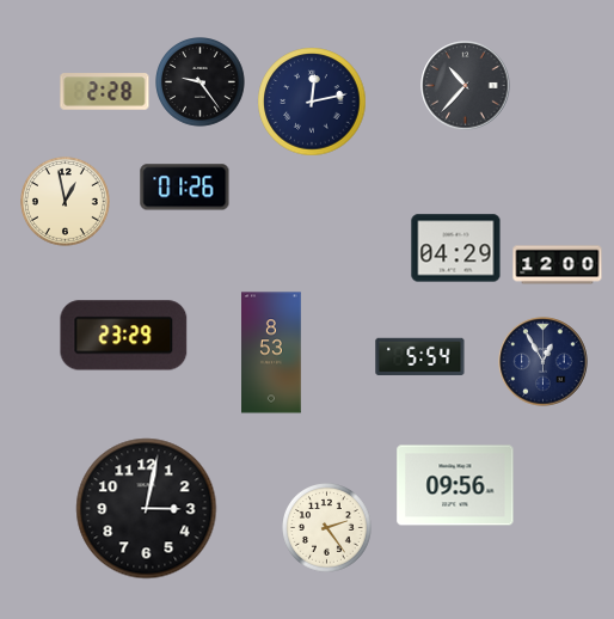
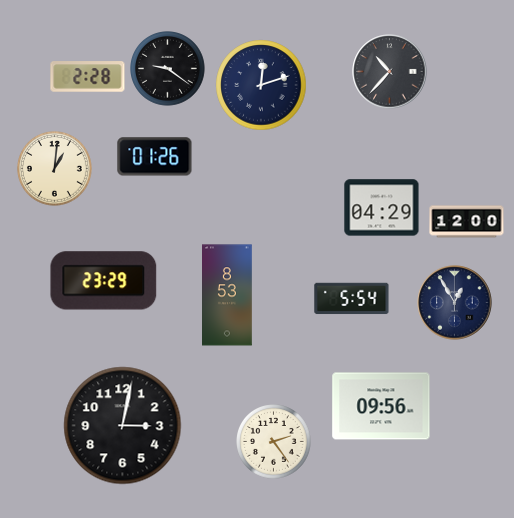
clock at (201, 82): 9:24 -> 9:21
clock at (312, 102): 12:13 -> 12:12
clock at (66, 202): 12:58 -> 1:01
